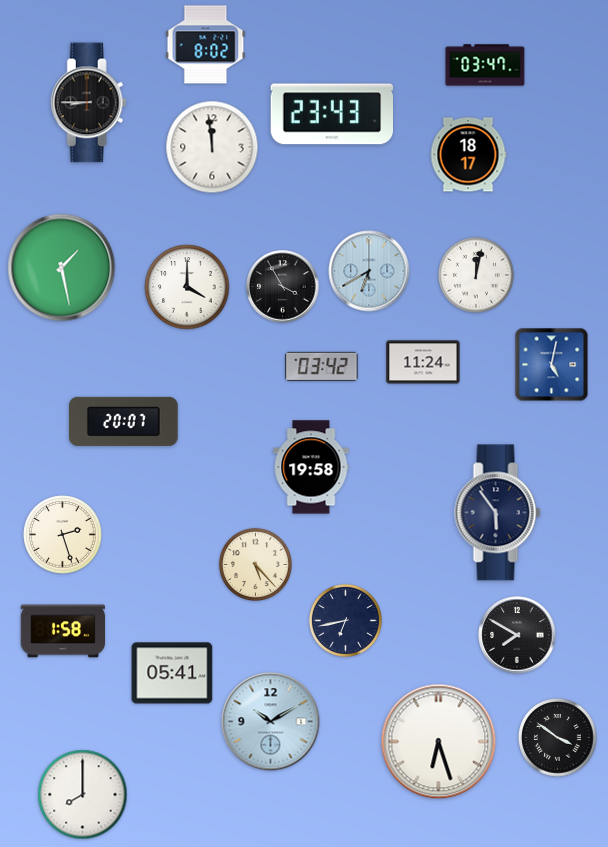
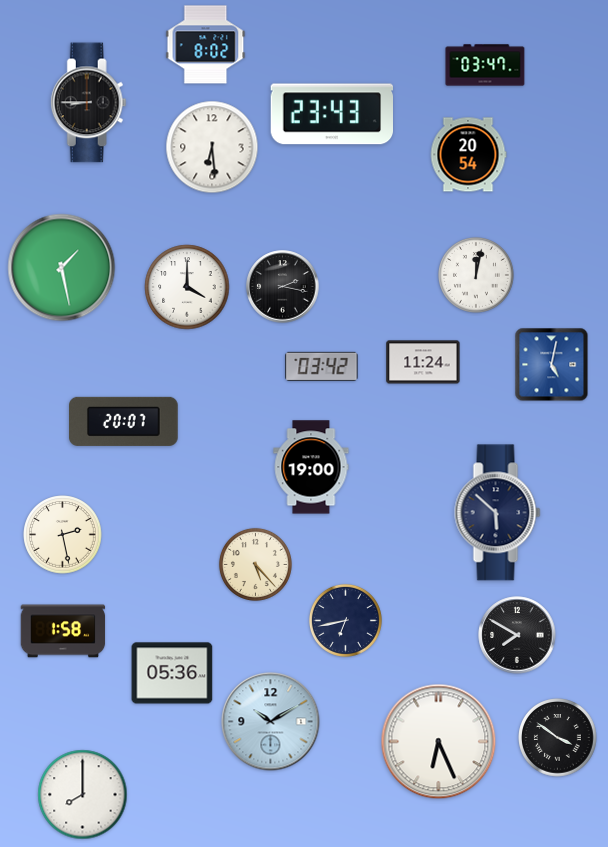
clock at (212, 147): 11:59 -> 6:29
clock at (468, 155): 18:17 -> 20:54
clock at (369, 271): 6:40 -> none
clock at (283, 287): 3:55 -> 2:17
clock at (311, 467): 19:58 -> 19:00
clock at (498, 513): 5:54 -> 5:52
clock at (63, 535): 2:27 -> 2:28
clock at (172, 673): 05:41 -> 05:36
clock at (439, 742): 6:27 -> 6:26
